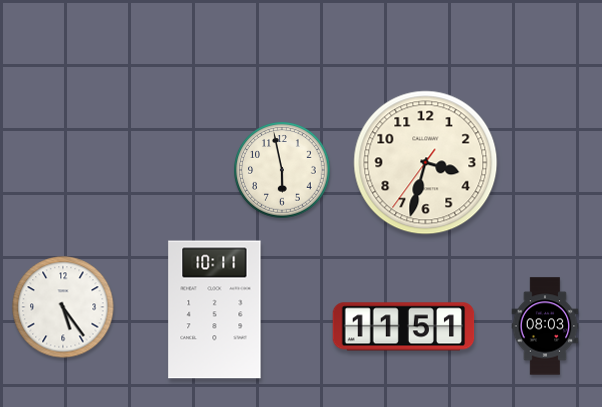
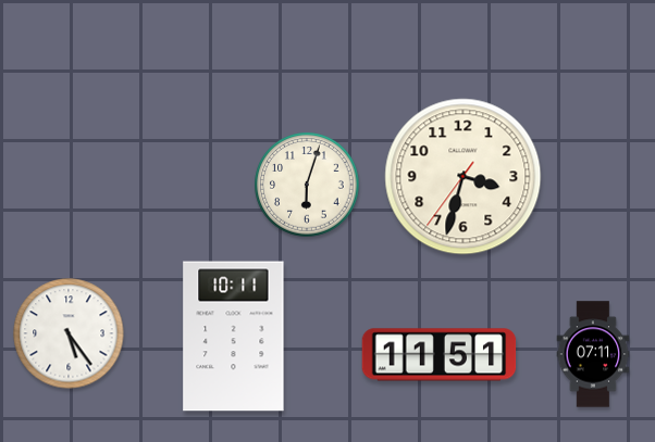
clock at (282, 170): 5:58 -> 6:03
clock at (545, 326): 08:03 -> 07:11
